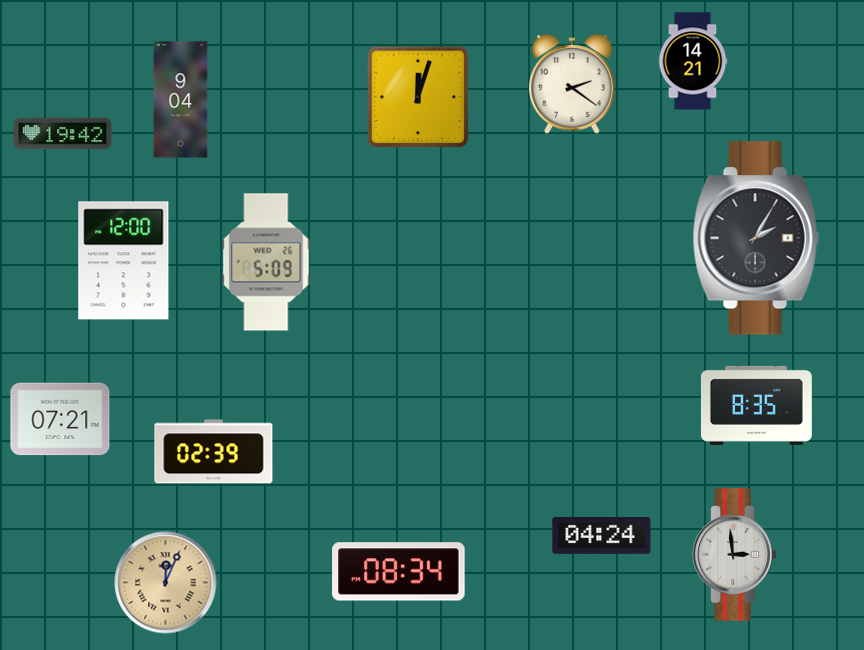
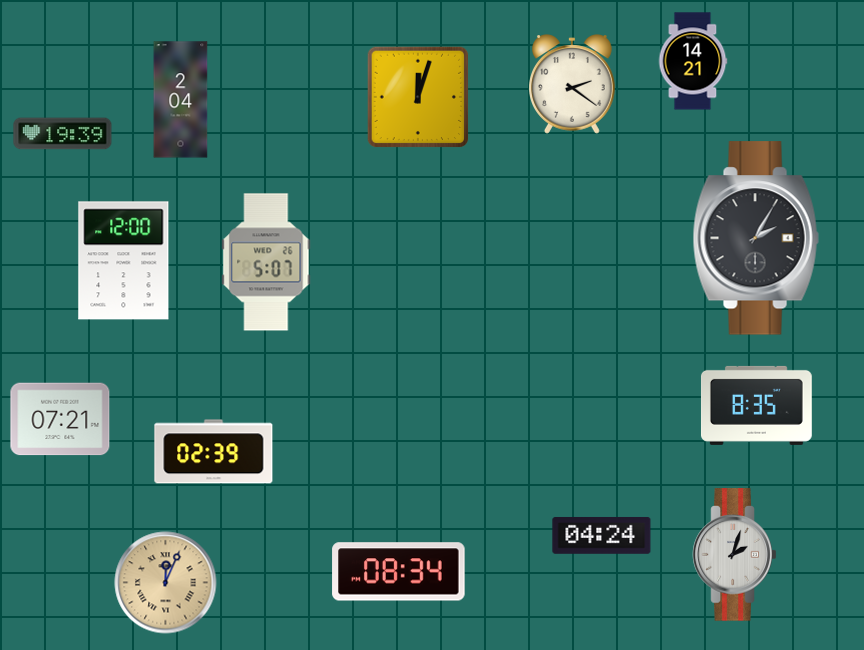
clock at (181, 100): 9:04 -> 2:04
clock at (63, 134): 19:42 -> 19:39
clock at (266, 262): 5:09 -> 5:07
clock at (735, 555): 2:59 -> 2:03
